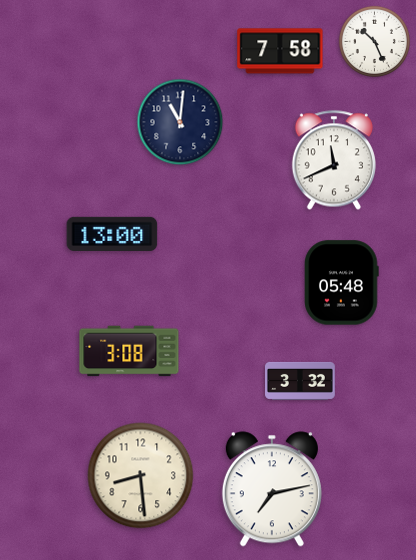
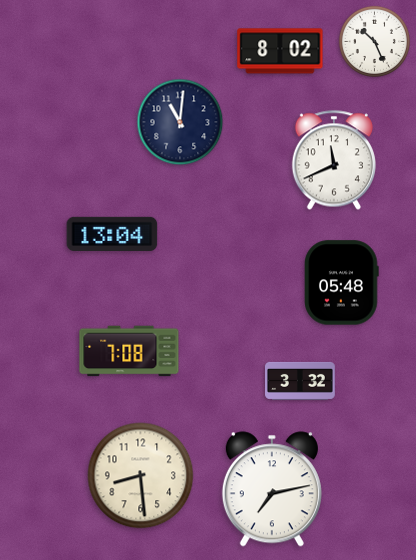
clock at (280, 51): 7:58 -> 8:02
clock at (112, 233): 13:00 -> 13:04
clock at (129, 351): 3:08 -> 7:08
